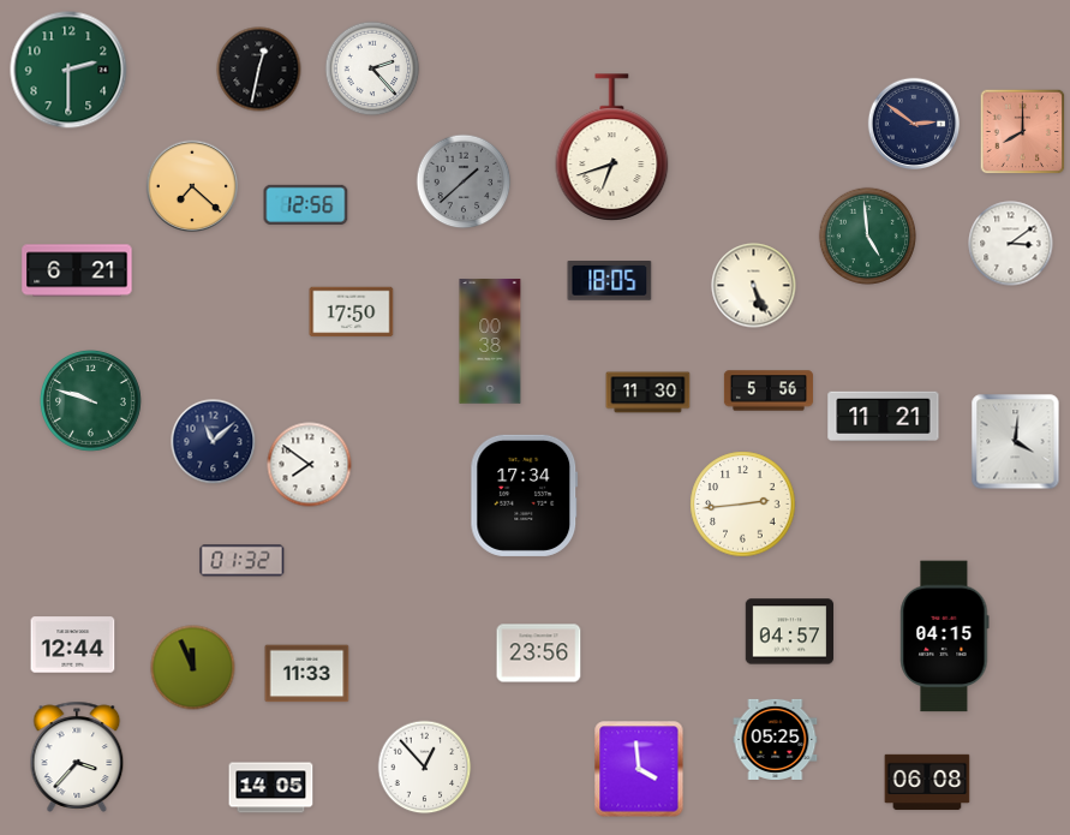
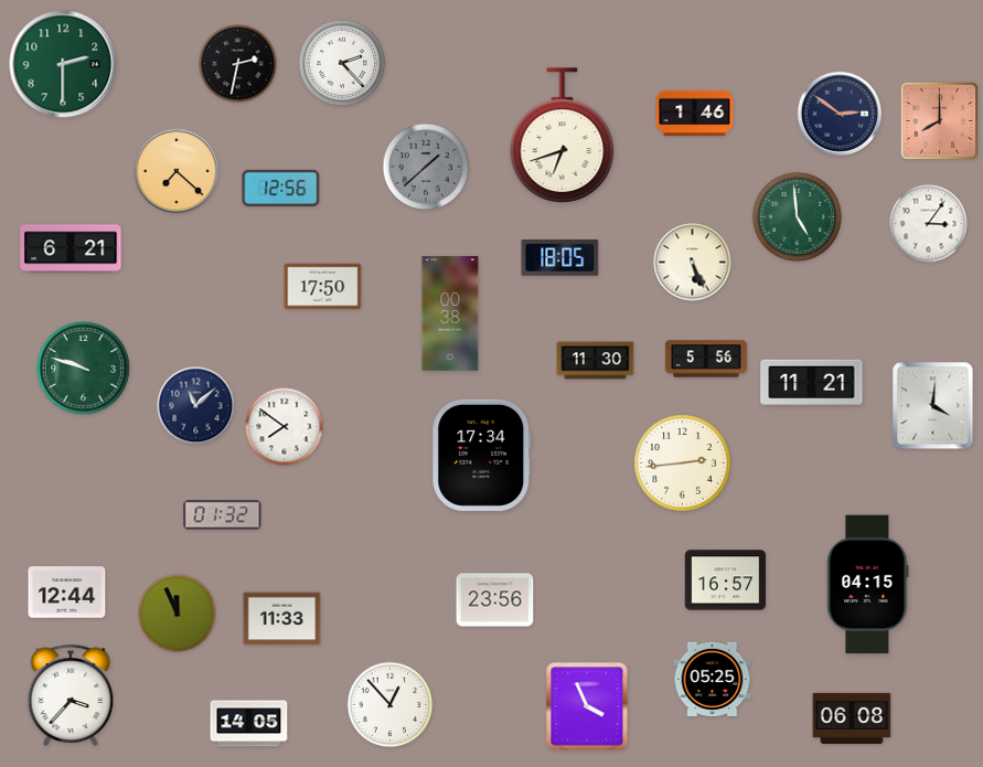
clock at (259, 70): 12:32 -> 2:32
clock at (695, 114): none -> 1:46
clock at (1011, 244): 3:09 -> 3:06
clock at (789, 632): 04:57 -> 16:57
clock at (639, 769): 3:59 -> 3:56
